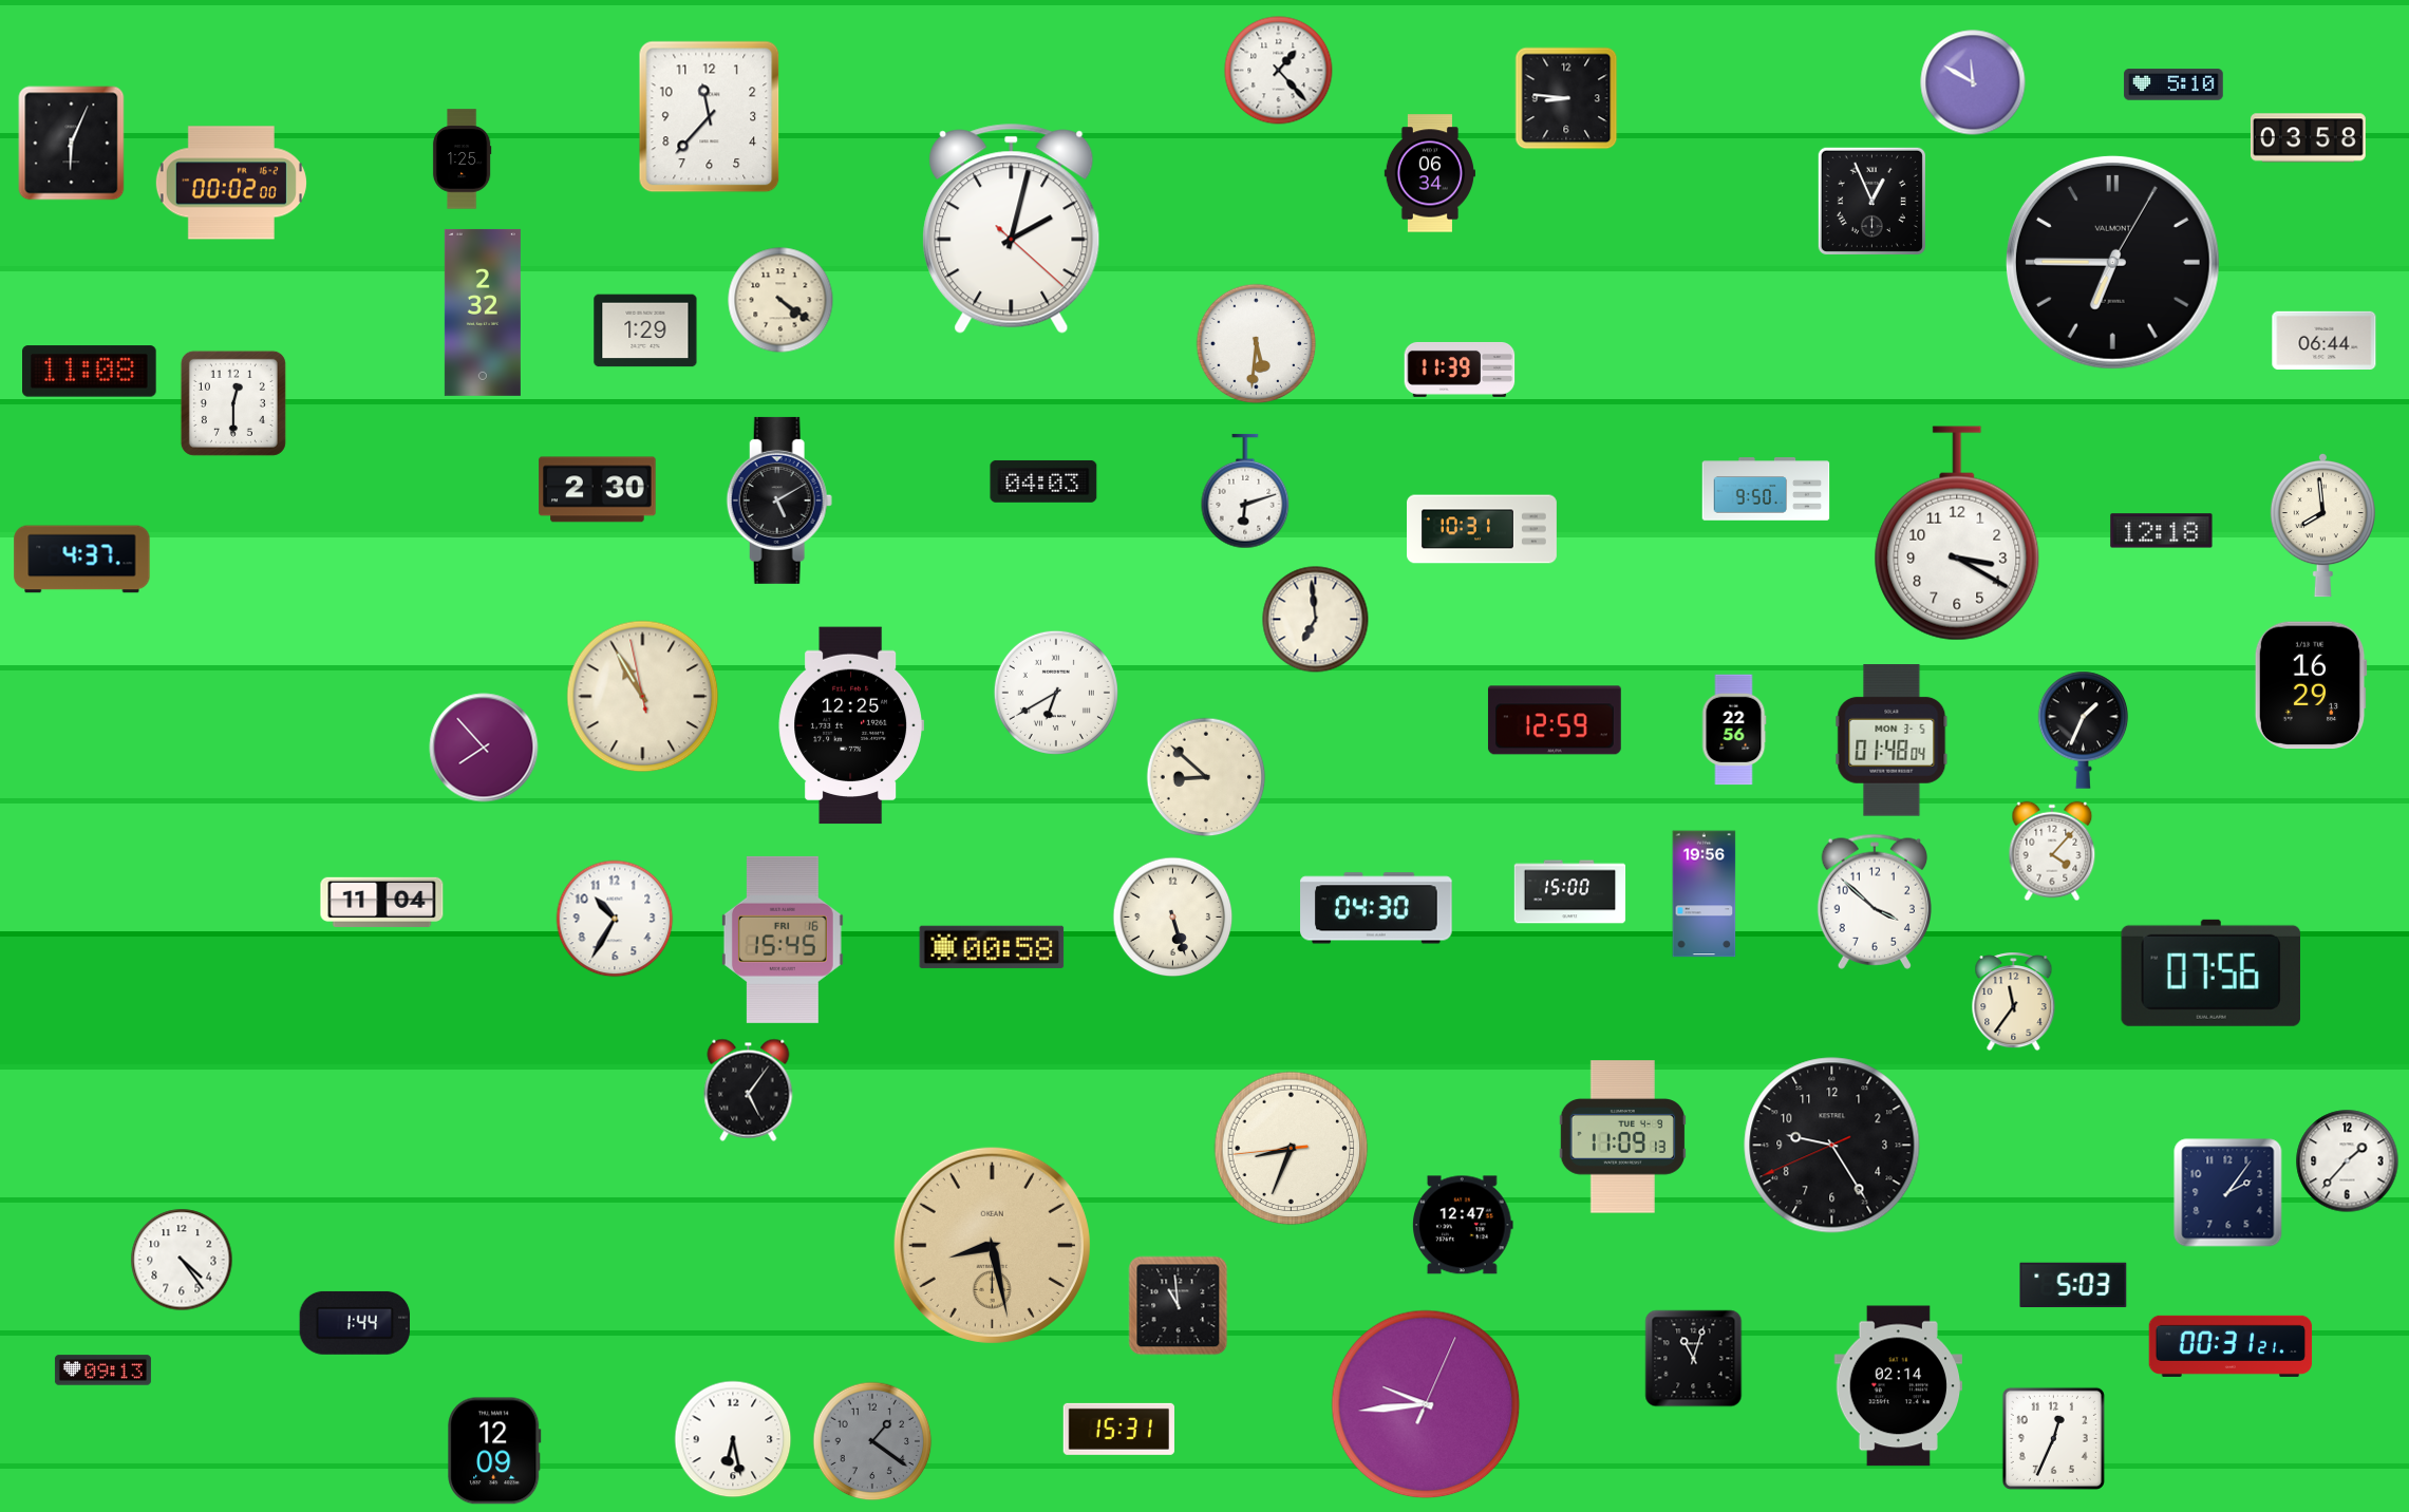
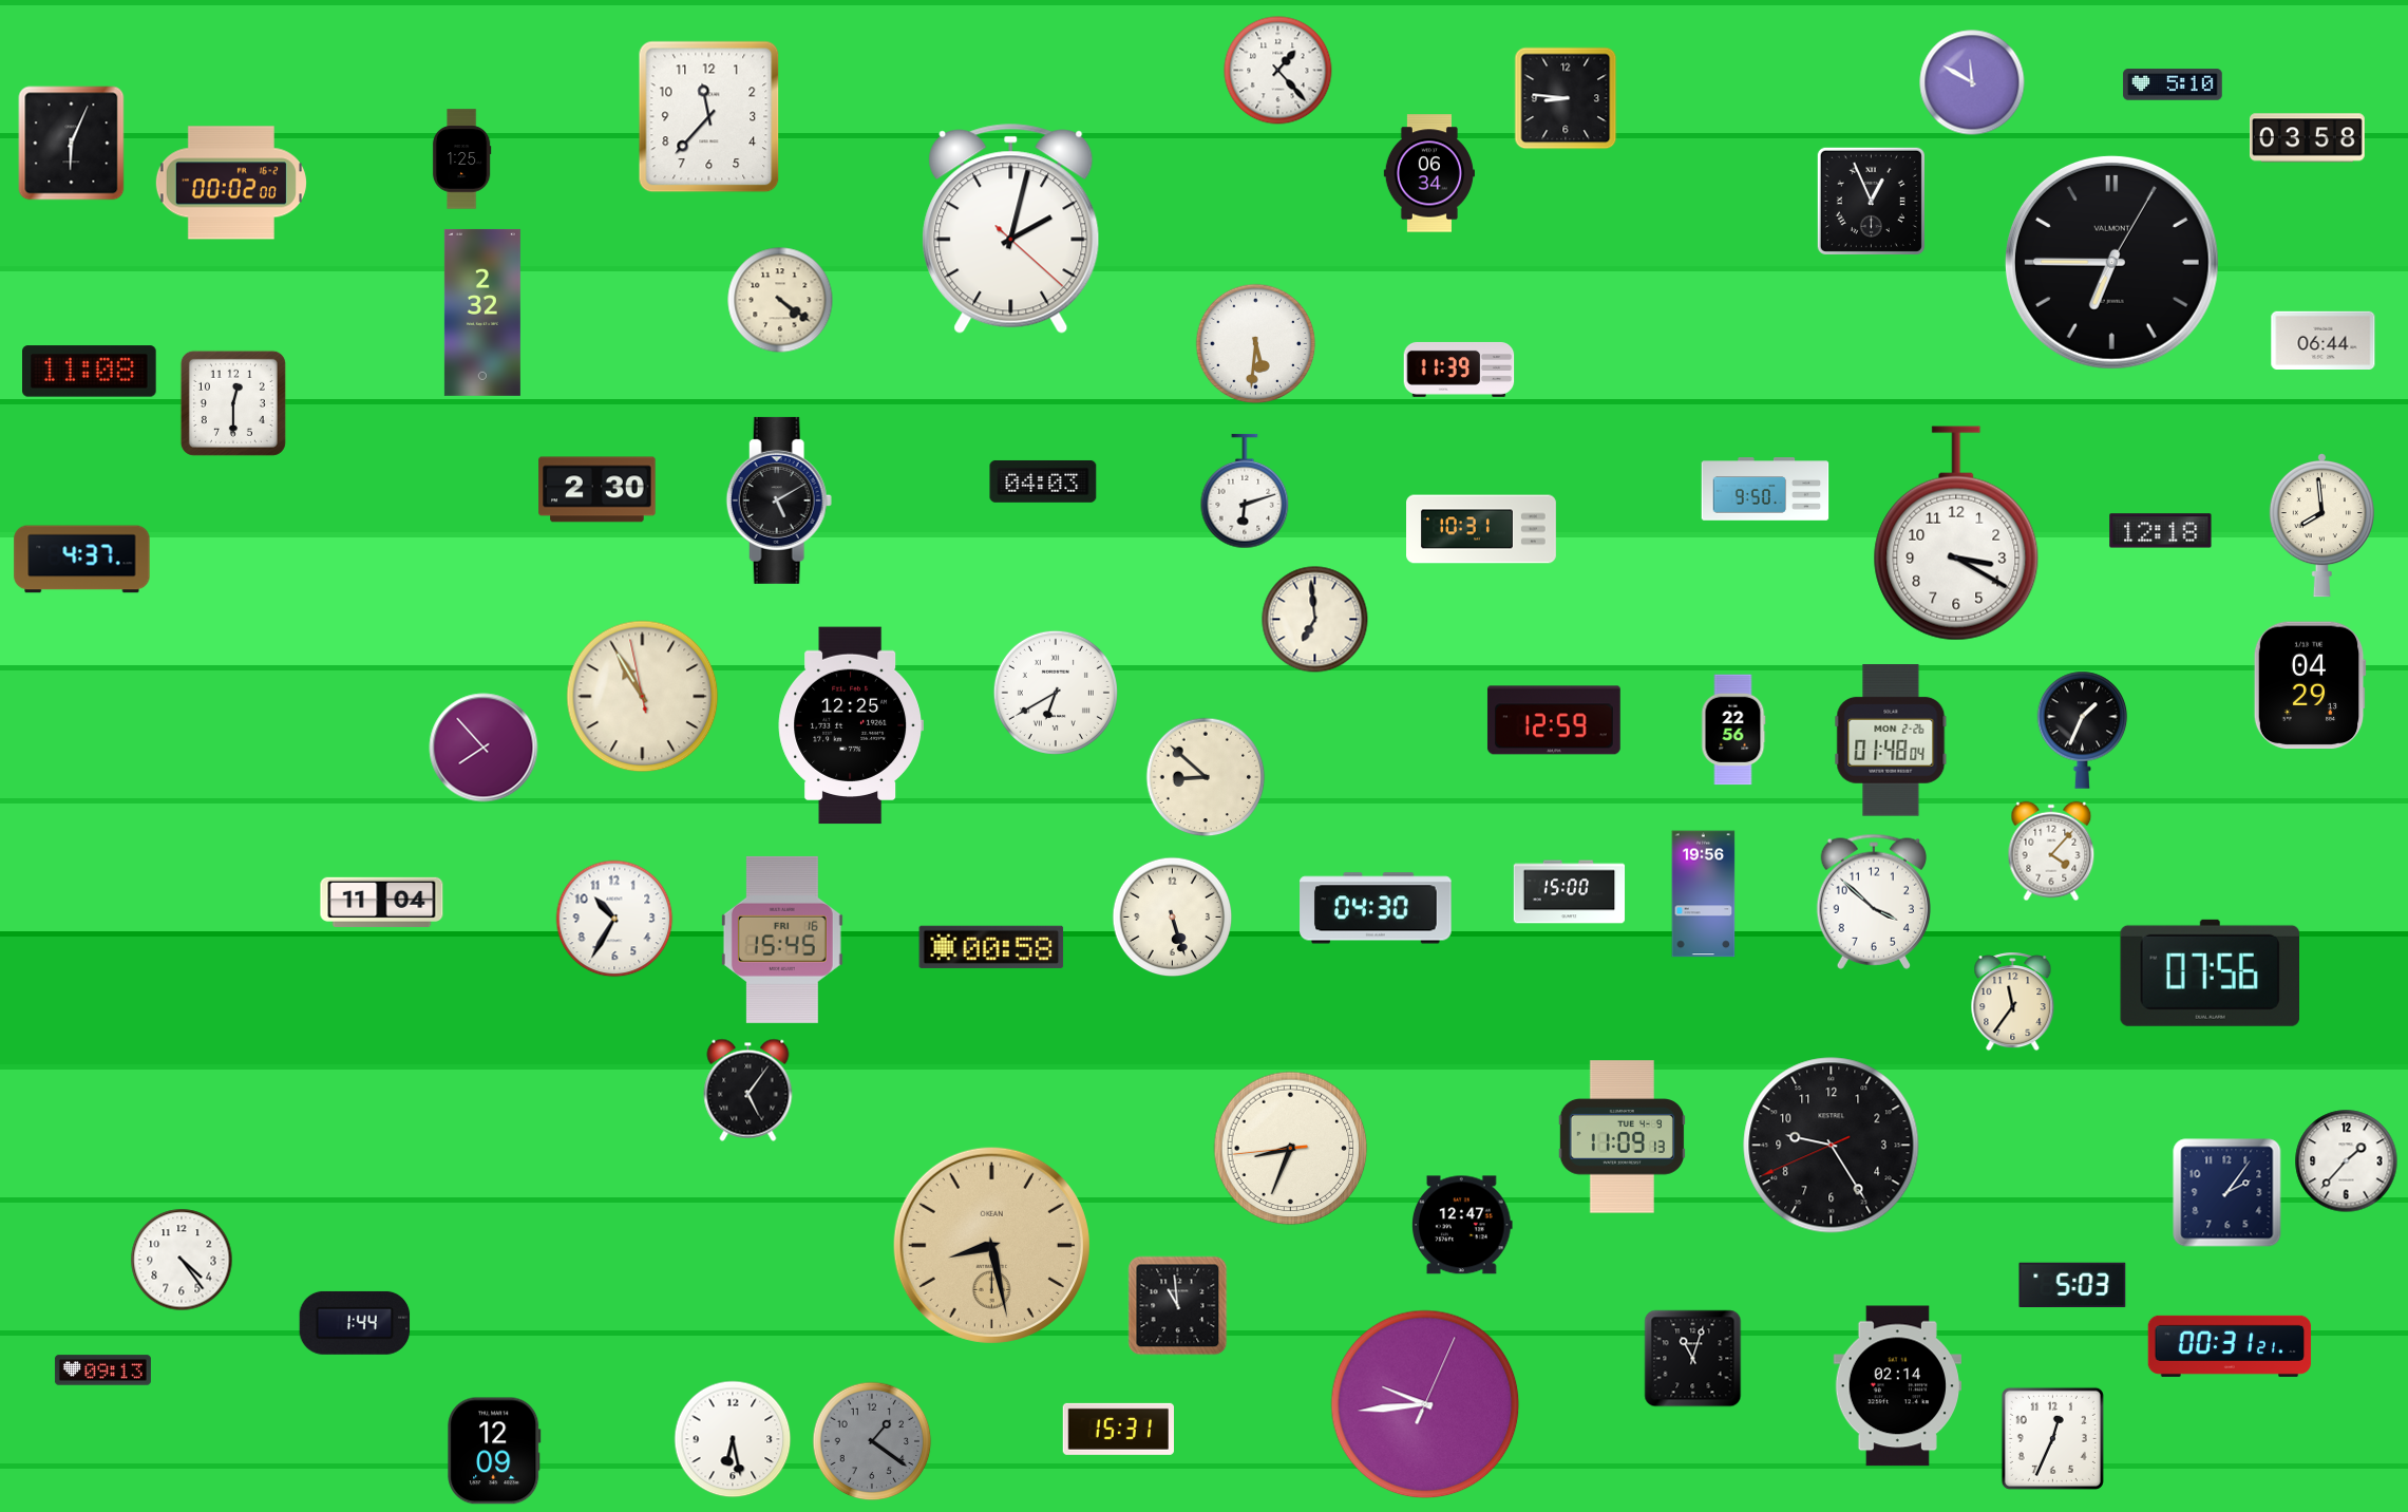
clock at (645, 330): 1:29 -> none
clock at (2311, 685): 16:29 -> 04:29
clock at (1892, 740) date: MON 3-5 -> MON 2-26
